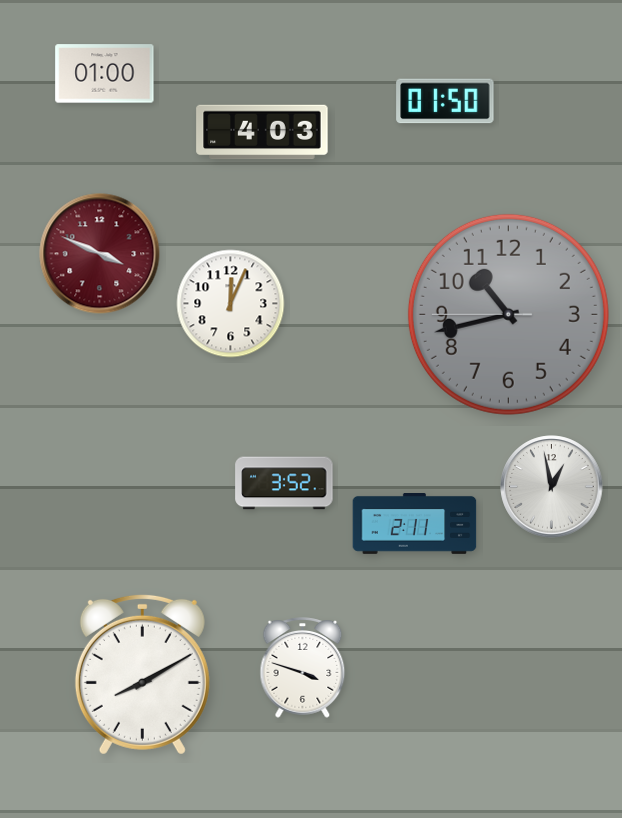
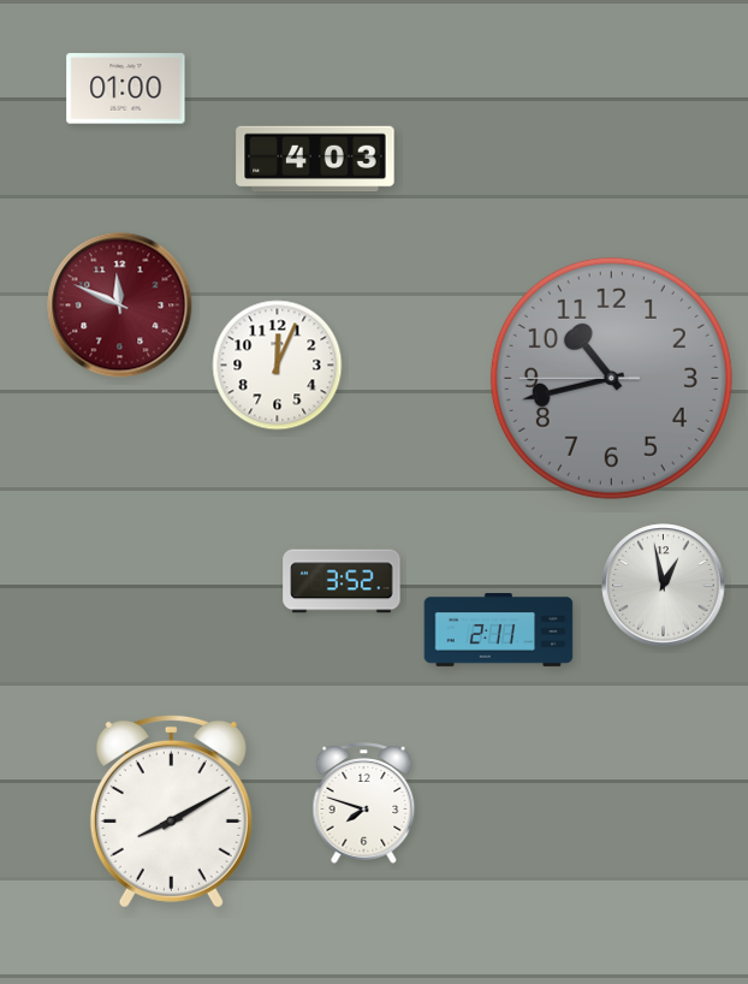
clock at (445, 101): 01:50 -> none
clock at (100, 254): 3:49 -> 11:49
clock at (303, 668): 3:48 -> 7:48
